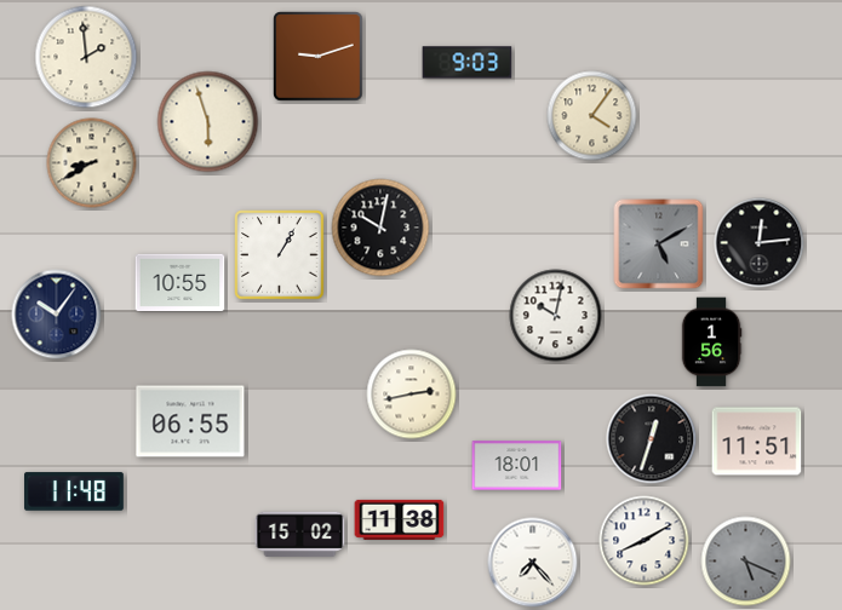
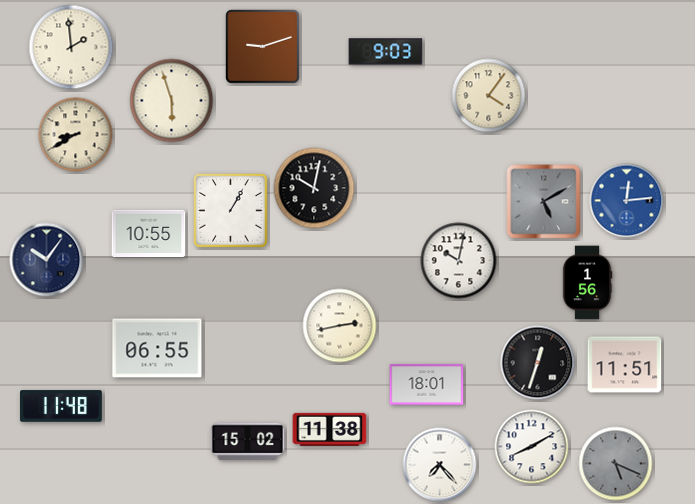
clock at (760, 243) dial: black -> blue
